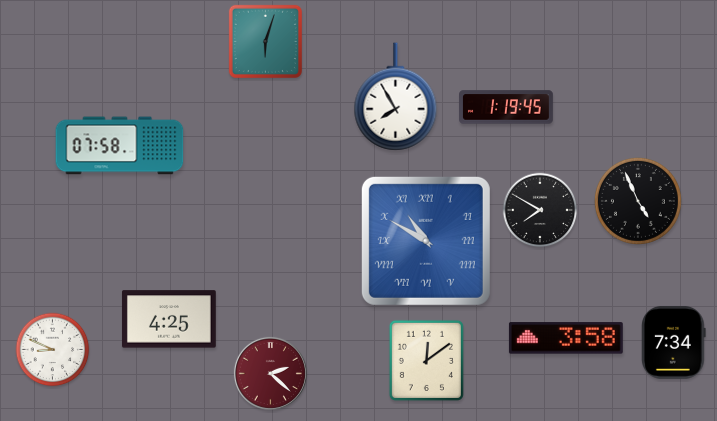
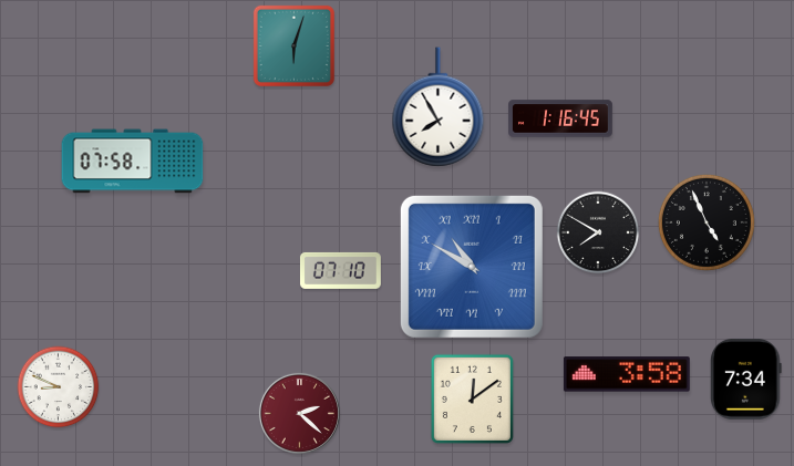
clock at (506, 107): 1:19 -> 1:16
clock at (340, 270): none -> 07:10
clock at (169, 319): 4:25 -> none
